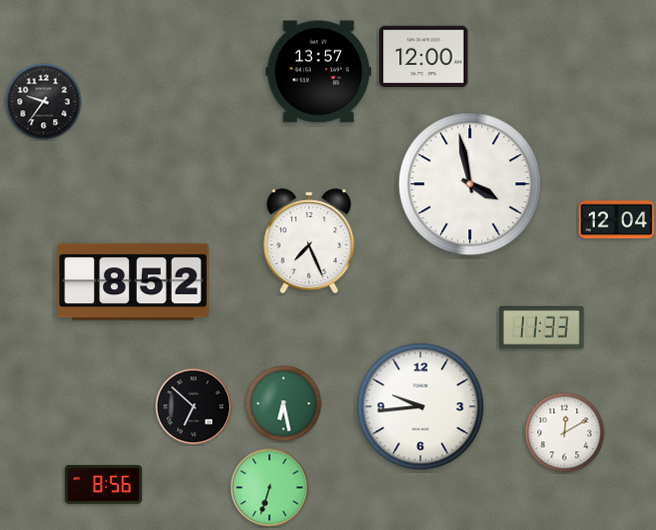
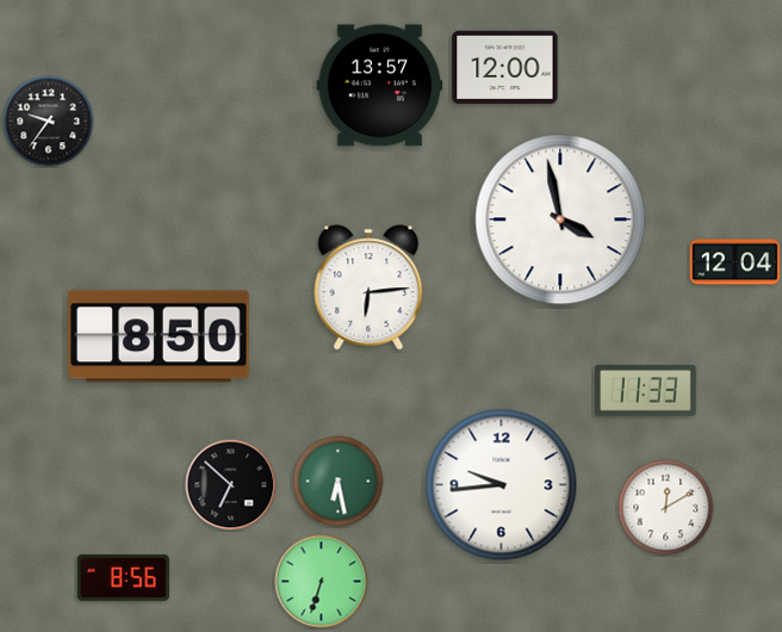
clock at (44, 102) position: (44, 102) -> (49, 122)
clock at (309, 241): 7:26 -> 6:14
clock at (133, 282): 8:52 -> 8:50
clock at (565, 433) position: (565, 433) -> (666, 508)
